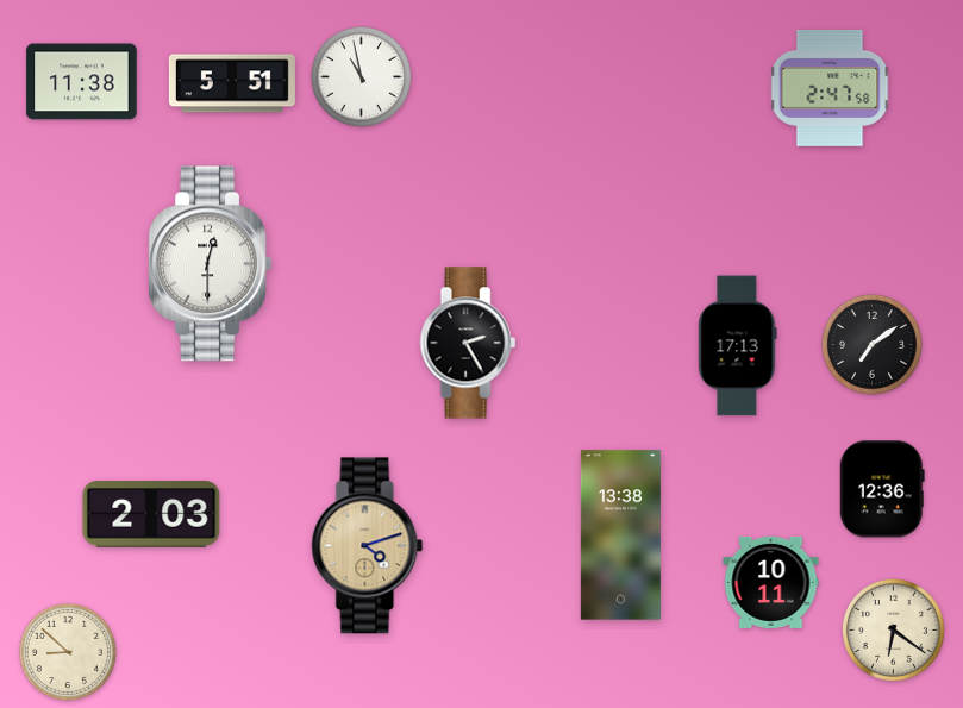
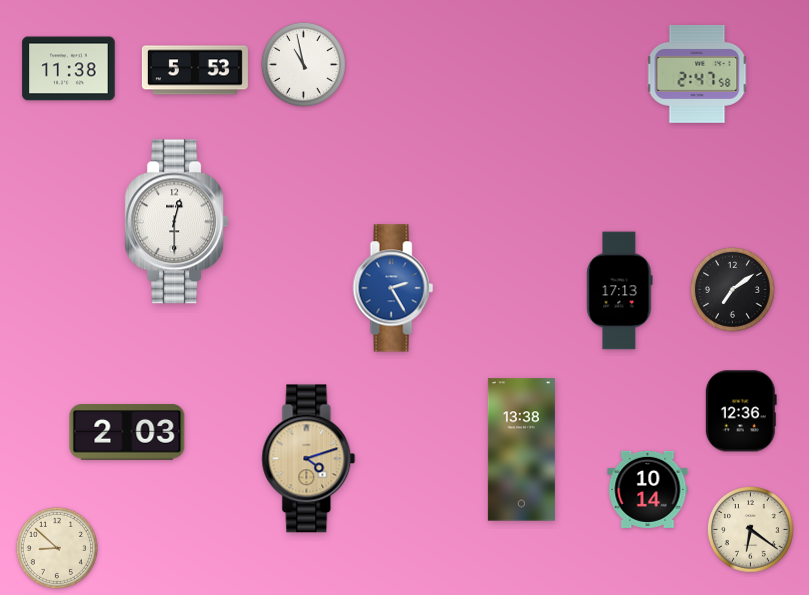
clock at (232, 83): 5:51 -> 5:53
clock at (468, 343) dial: black -> blue
clock at (771, 582): 10:11 -> 10:14
